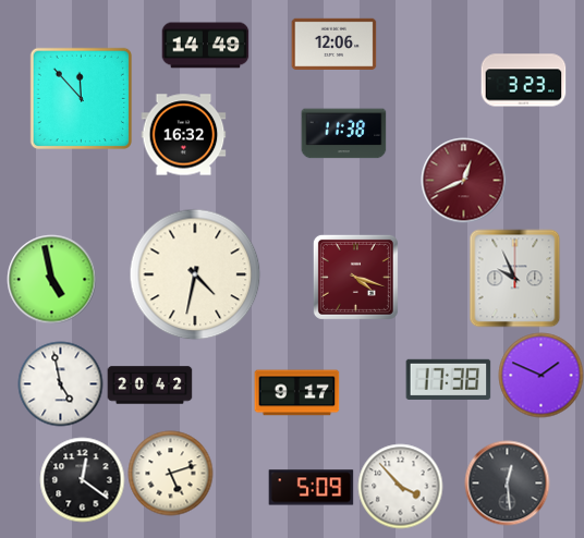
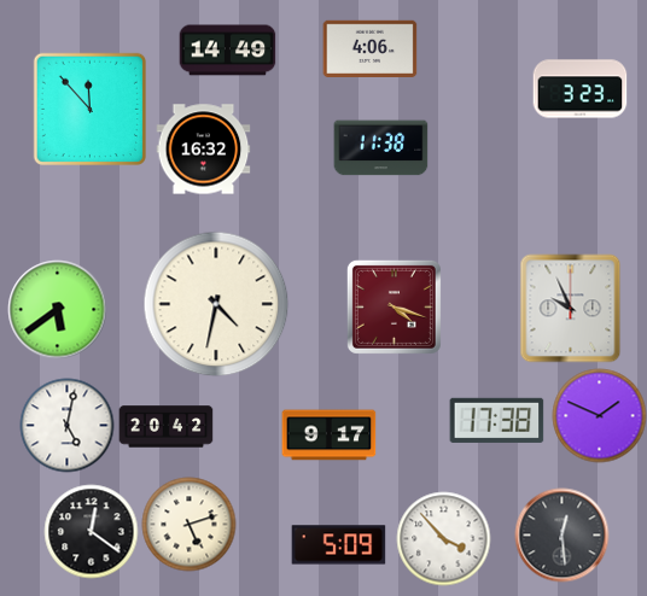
clock at (333, 44): 12:06 -> 4:06
clock at (463, 180): 12:41 -> none
clock at (51, 279): 4:58 -> 5:39
clock at (60, 383): 4:58 -> 5:02
clock at (311, 488) position: (311, 488) -> (338, 545)
